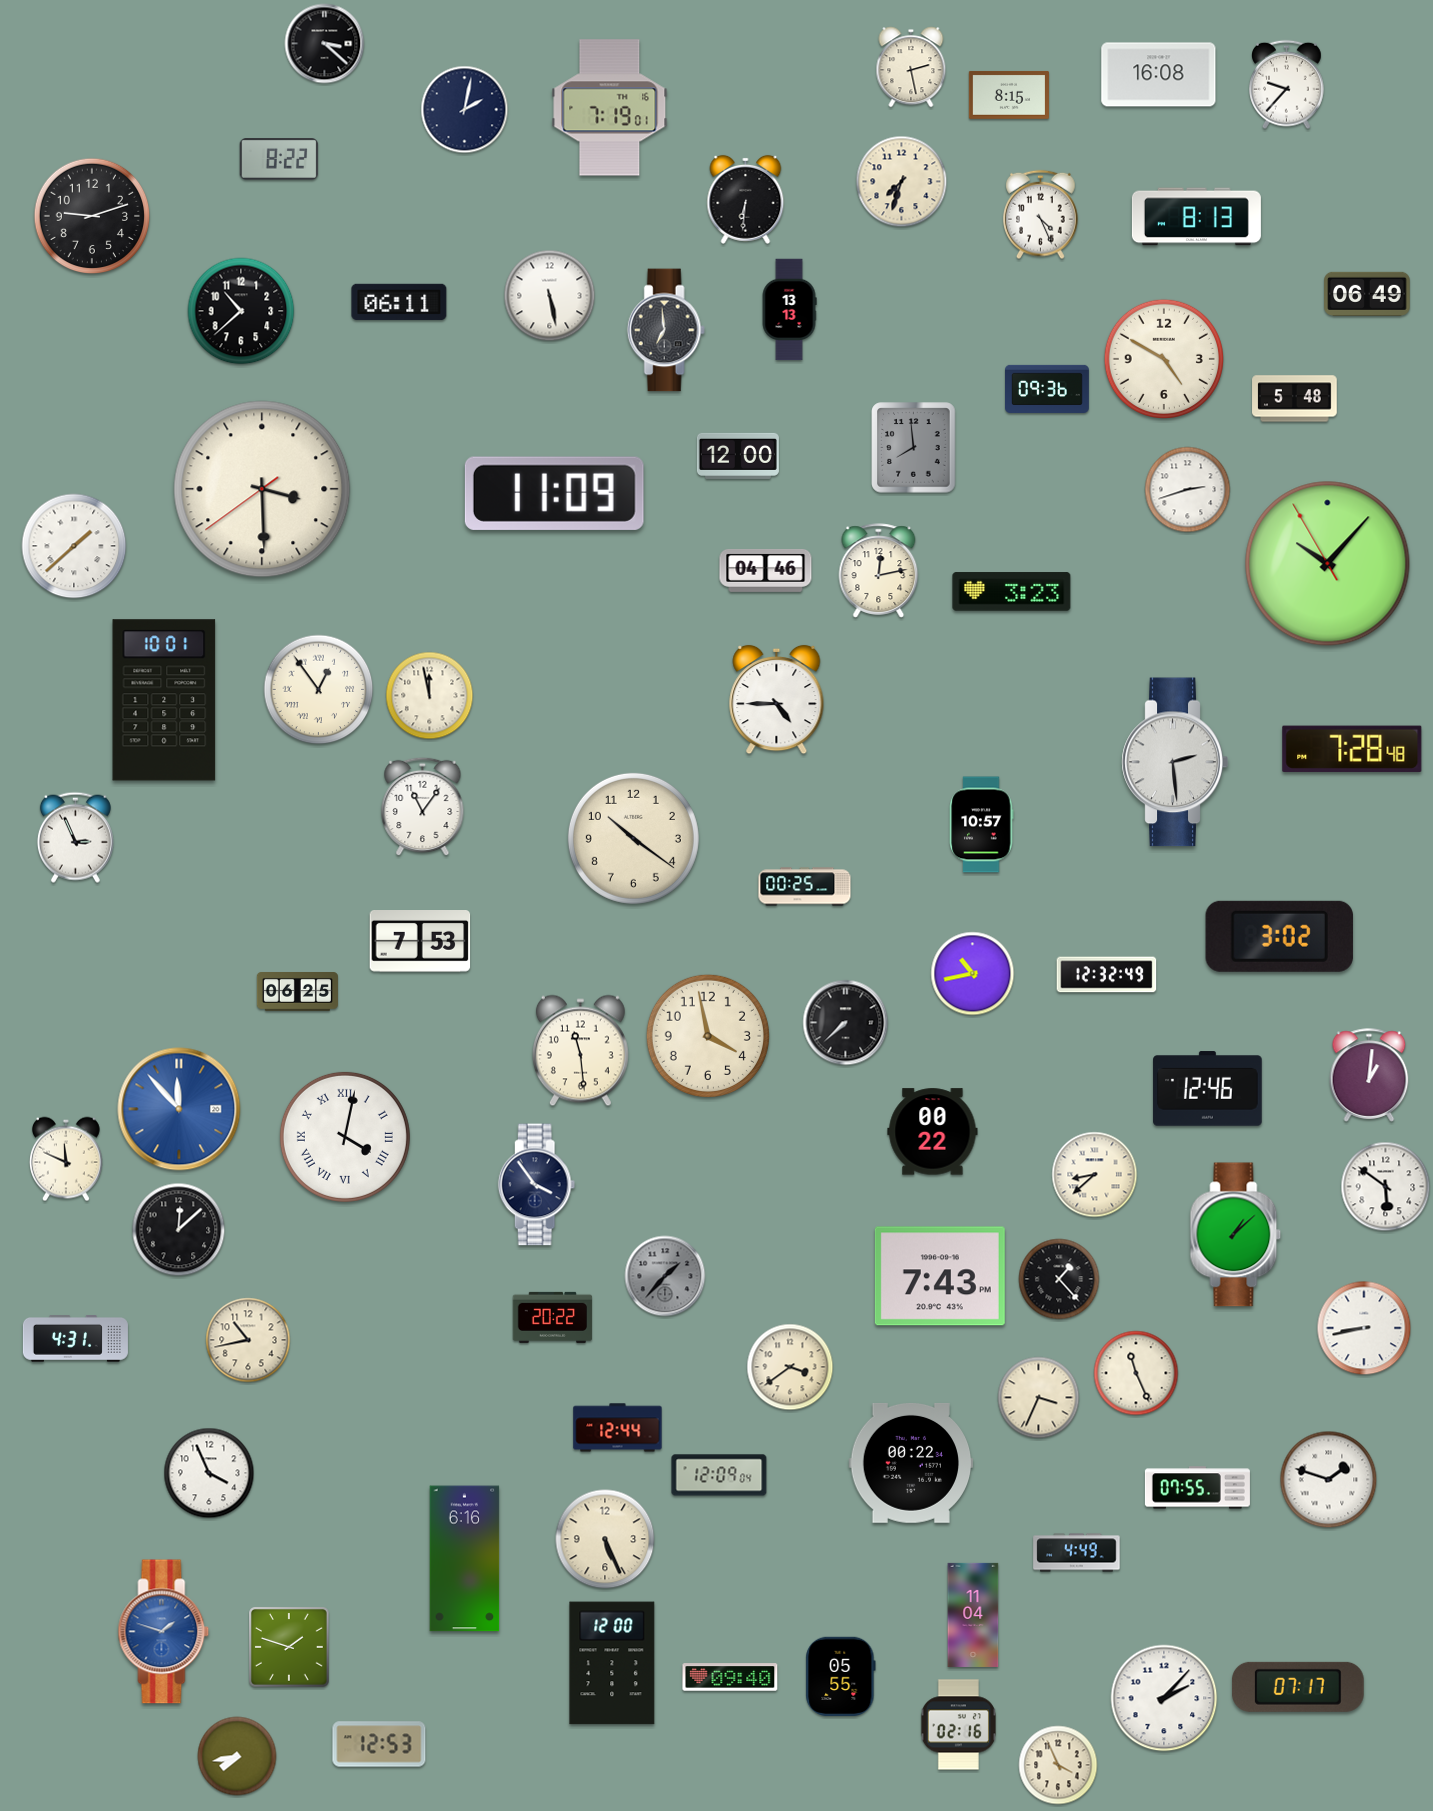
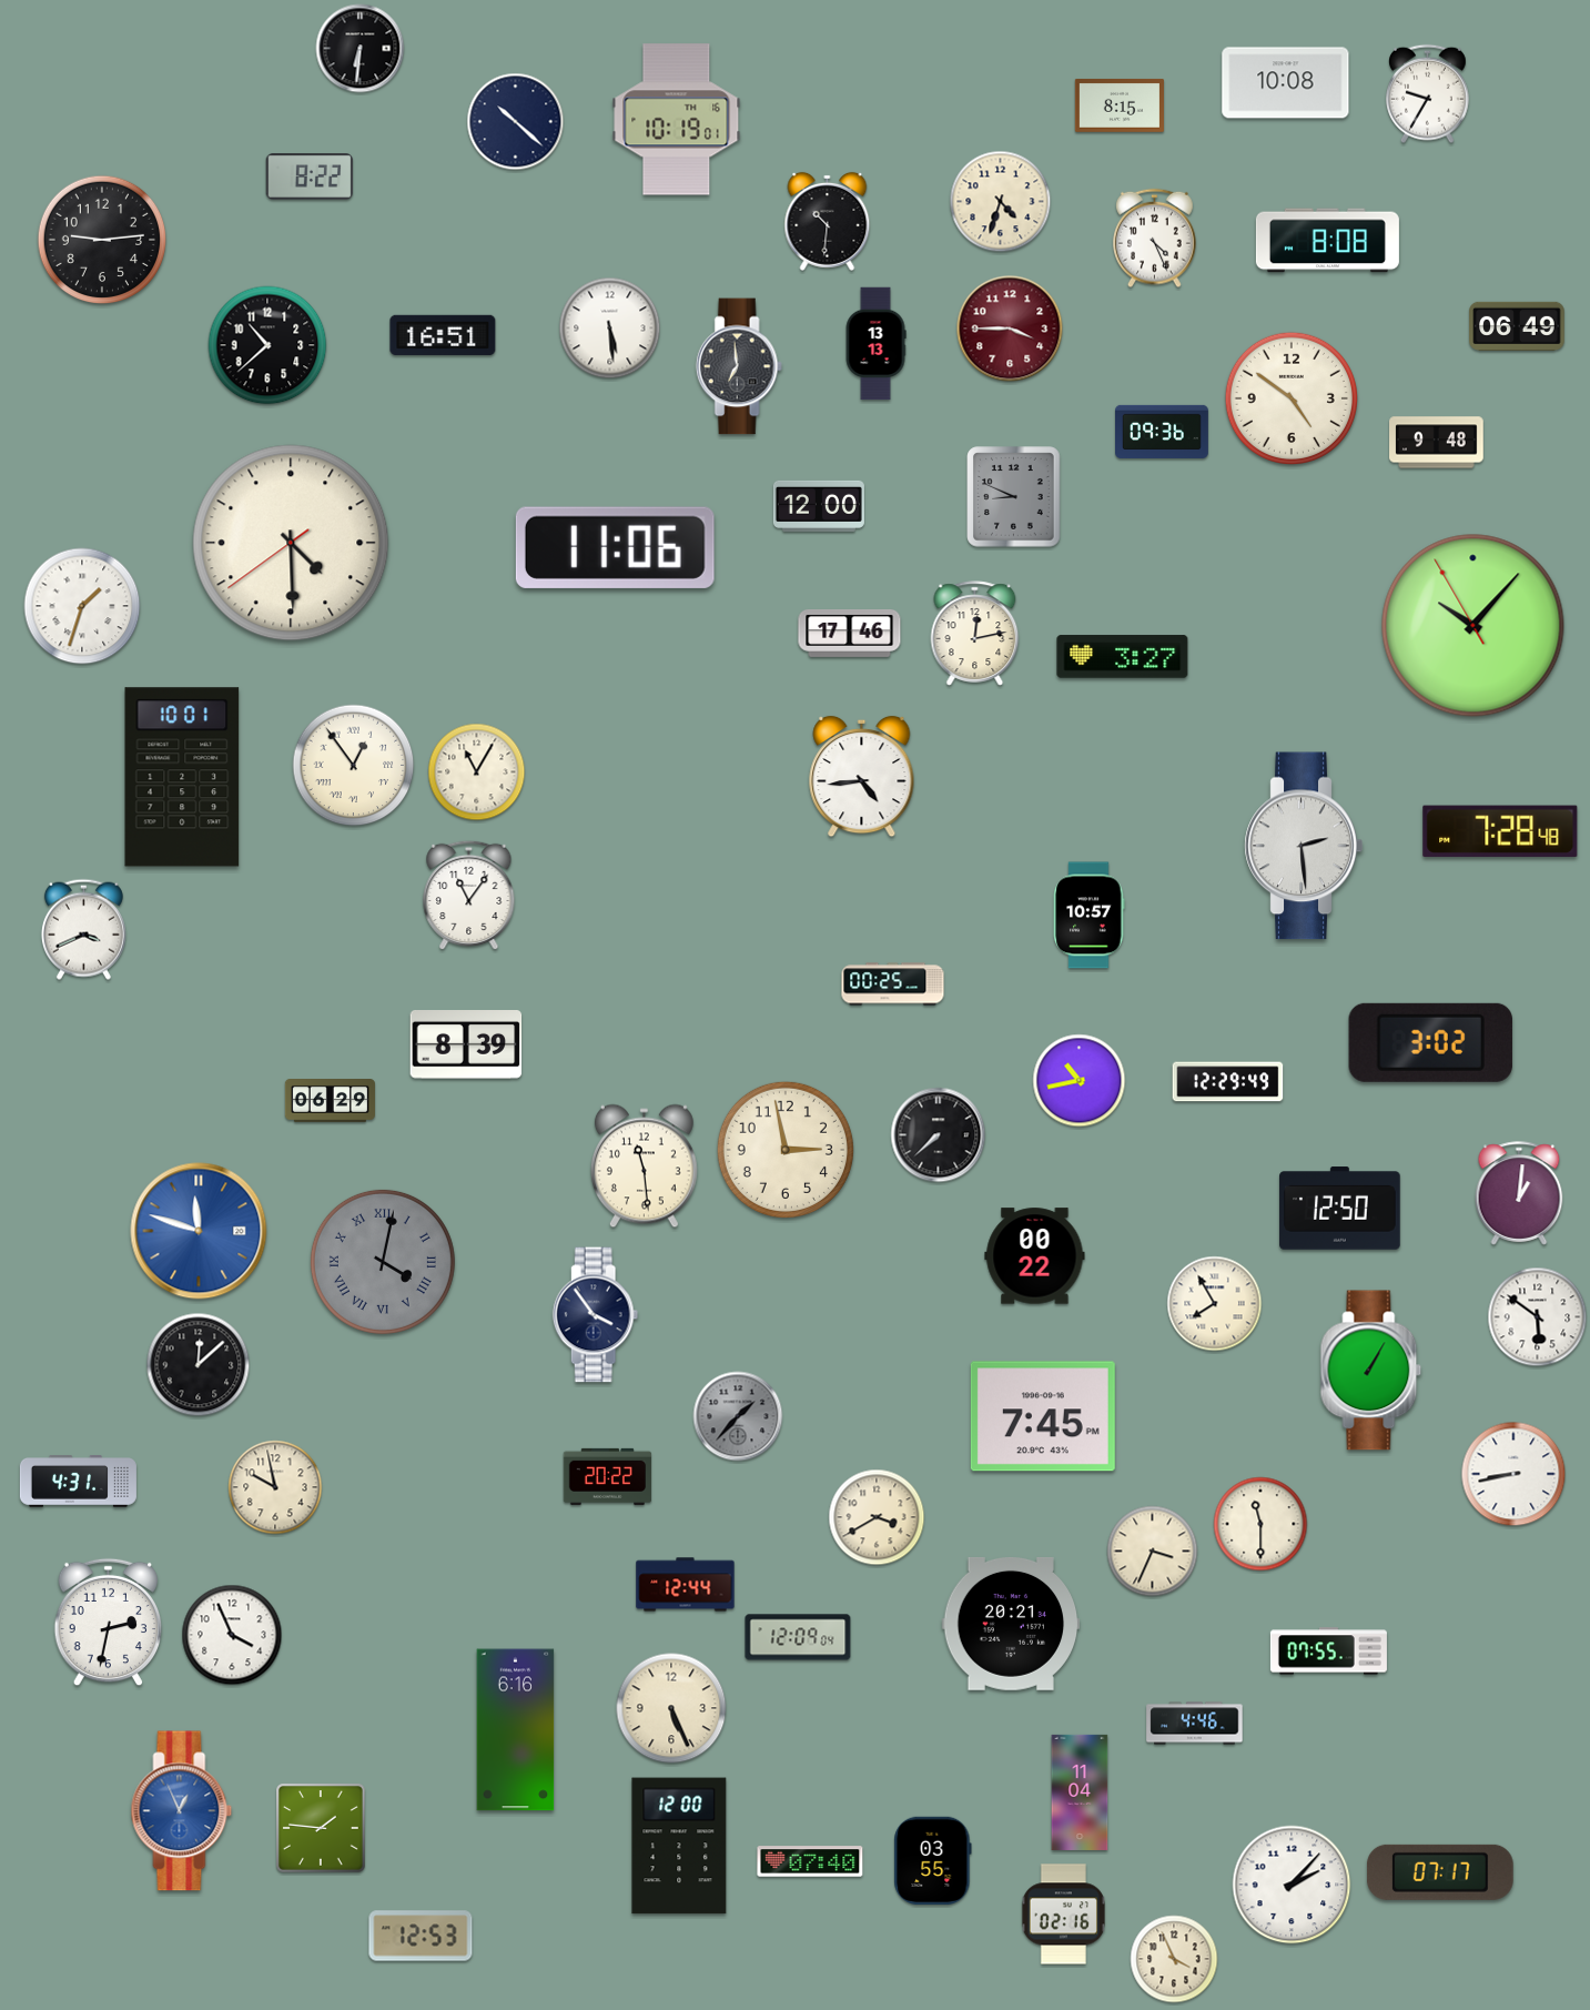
clock at (325, 44): 3:22 -> 6:31
clock at (911, 67): 2:28 -> none
clock at (1159, 75): 16:08 -> 10:08
clock at (1287, 85): 9:37 -> 9:35
clock at (610, 108): 7:19 -> 10:19
clock at (465, 110): 2:02 -> 10:22
clock at (902, 182): 7:33 -> 4:33
clock at (746, 199): 6:31 -> 10:31
clock at (92, 216): 9:12 -> 9:14
clock at (1196, 217): 8:13 -> 8:08
clock at (550, 296): 5:28 -> 5:29
clock at (1010, 329): none -> 3:45
clock at (399, 302): 06:11 -> 16:51
clock at (1163, 358): 4:50 -> 4:51
clock at (1295, 399): 5:48 -> 9:48
clock at (914, 448): 7:59 -> 8:49
clock at (262, 489): 3:29 -> 4:29
clock at (1188, 490): 2:42 -> none
clock at (554, 493): 11:09 -> 11:06
clock at (74, 546): 1:38 -> 1:33
clock at (766, 571): 04:46 -> 17:46
clock at (1012, 592): 3:23 -> 3:27
clock at (430, 696): 11:58 -> 11:05
clock at (777, 700): 4:45 -> 4:44
clock at (75, 837): 2:56 -> 3:41
clock at (633, 838): 10:21 -> none
clock at (1279, 936) position: (1279, 936) -> (1430, 1042)
clock at (420, 942): 7:53 -> 8:39
clock at (1107, 975): 12:32 -> 12:29
clock at (297, 992): 06:25 -> 06:29
clock at (708, 1036): 3:58 -> 2:58
clock at (1208, 1089): 12:46 -> 12:50
clock at (179, 1109): 11:53 -> 11:48
clock at (345, 1137) dial: white -> grey
clock at (66, 1159): 11:49 -> none
clock at (1095, 1175): 8:38 -> 7:55
clock at (1236, 1235): 1:08 -> 1:05
clock at (940, 1276): 7:43 -> 7:45
clock at (1059, 1279): 1:23 -> none
clock at (553, 1317) position: (553, 1317) -> (608, 1476)
clock at (75, 1339) position: (75, 1339) -> (78, 1482)
clock at (248, 1340): 10:43 -> 9:58
clock at (790, 1367): 3:39 -> 3:40
clock at (1136, 1373): 11:26 -> 11:30
clock at (109, 1623): none -> 2:32
clock at (911, 1463): 00:22 -> 20:21
clock at (1329, 1480): 1:48 -> none
clock at (1077, 1553): 4:49 -> 4:46
clock at (164, 1632): 1:48 -> 12:56
clock at (290, 1648): 1:48 -> 1:46
clock at (841, 1676): 05:55 -> 03:55
clock at (730, 1677): 09:40 -> 07:40
clock at (237, 1756): 7:43 -> none
